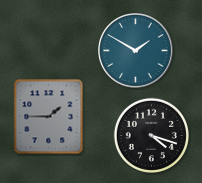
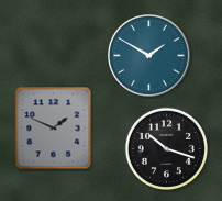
clock at (49, 117): 1:45 -> 1:49
clock at (151, 135): 4:18 -> 10:18
